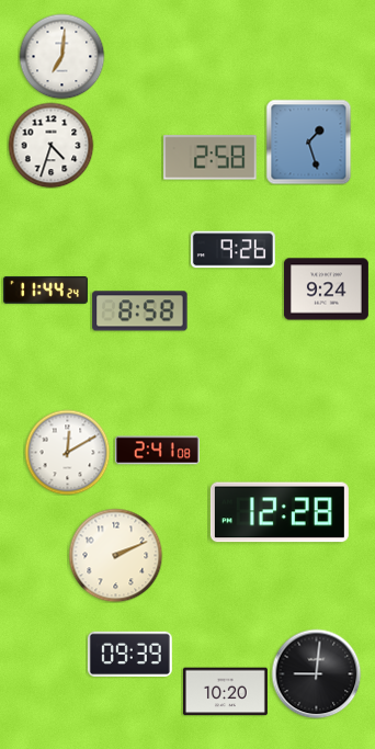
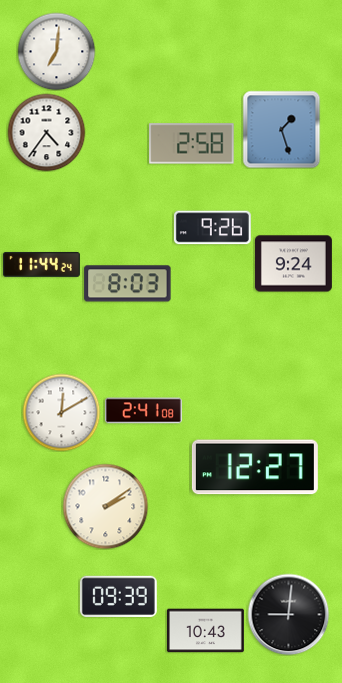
clock at (50, 145): 4:33 -> 4:36
clock at (326, 290) position: (326, 290) -> (293, 264)
clock at (140, 311): 8:58 -> 8:03
clock at (280, 512): 12:28 -> 12:27
clock at (115, 555): 2:11 -> 2:09
clock at (225, 692): 10:20 -> 10:43
